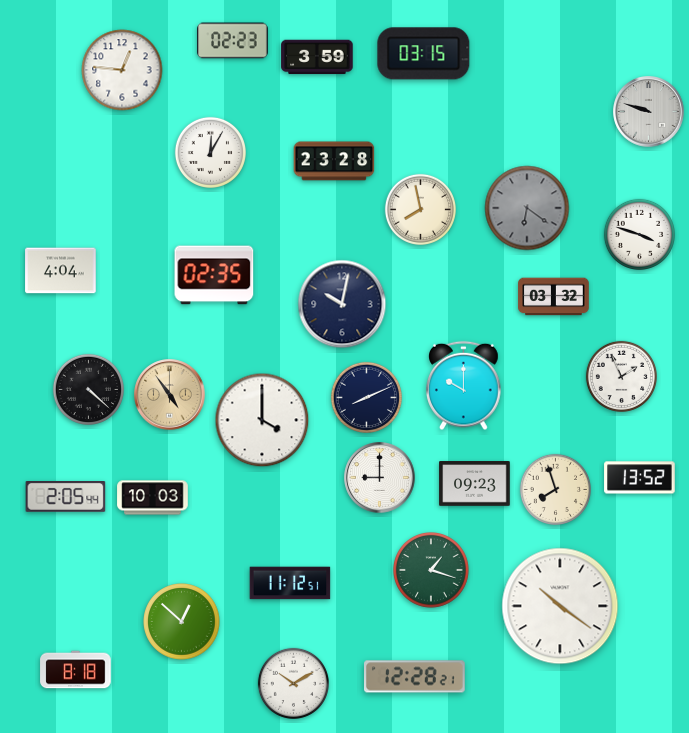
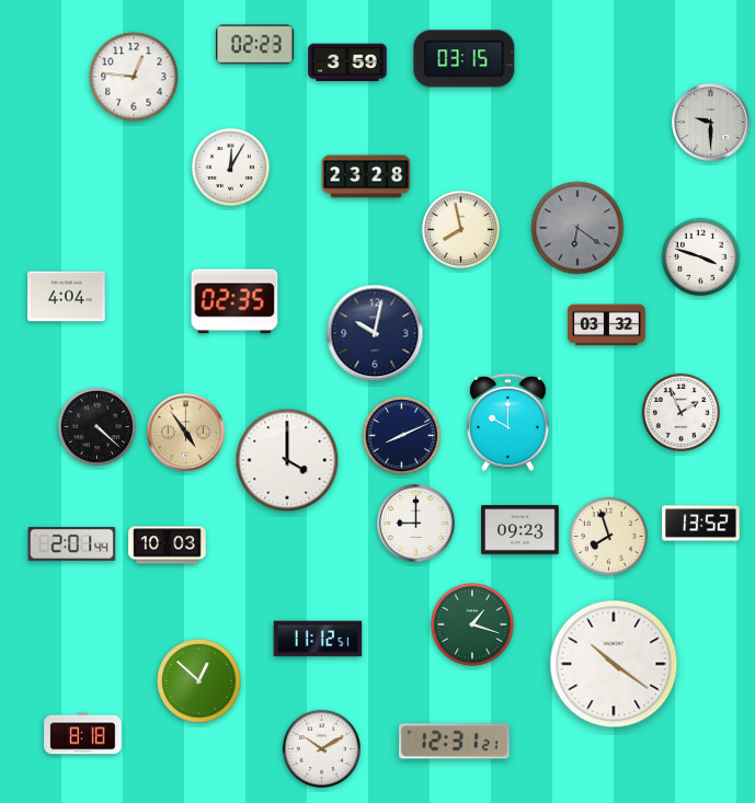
clock at (649, 112): 9:48 -> 9:30
clock at (66, 497): 2:05 -> 2:01
clock at (415, 677): 12:28 -> 12:31
